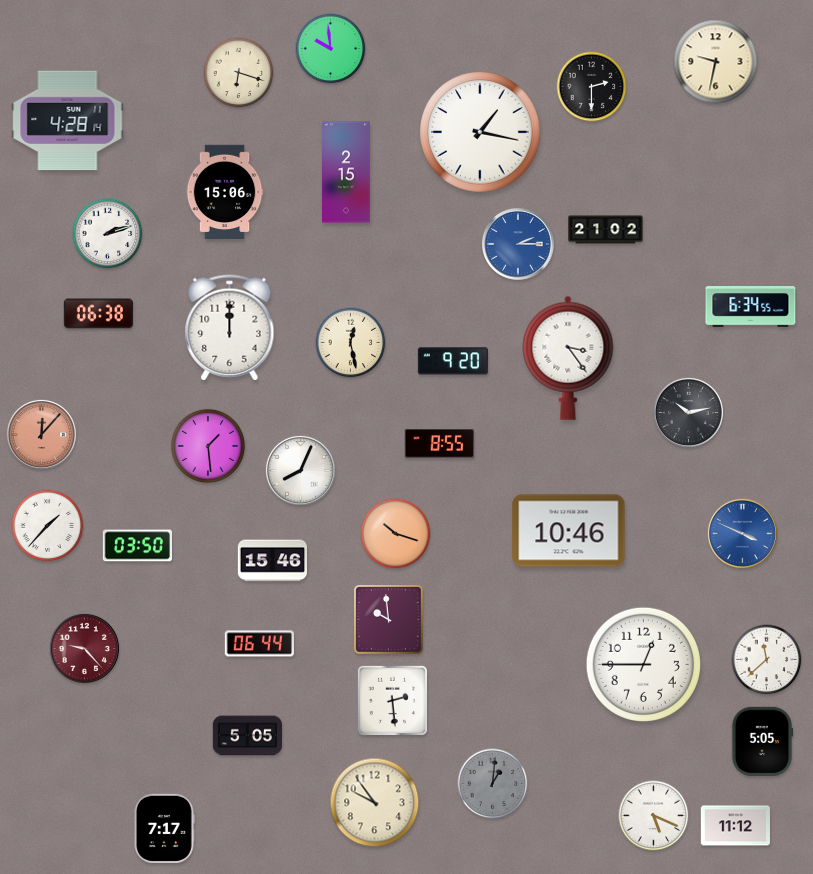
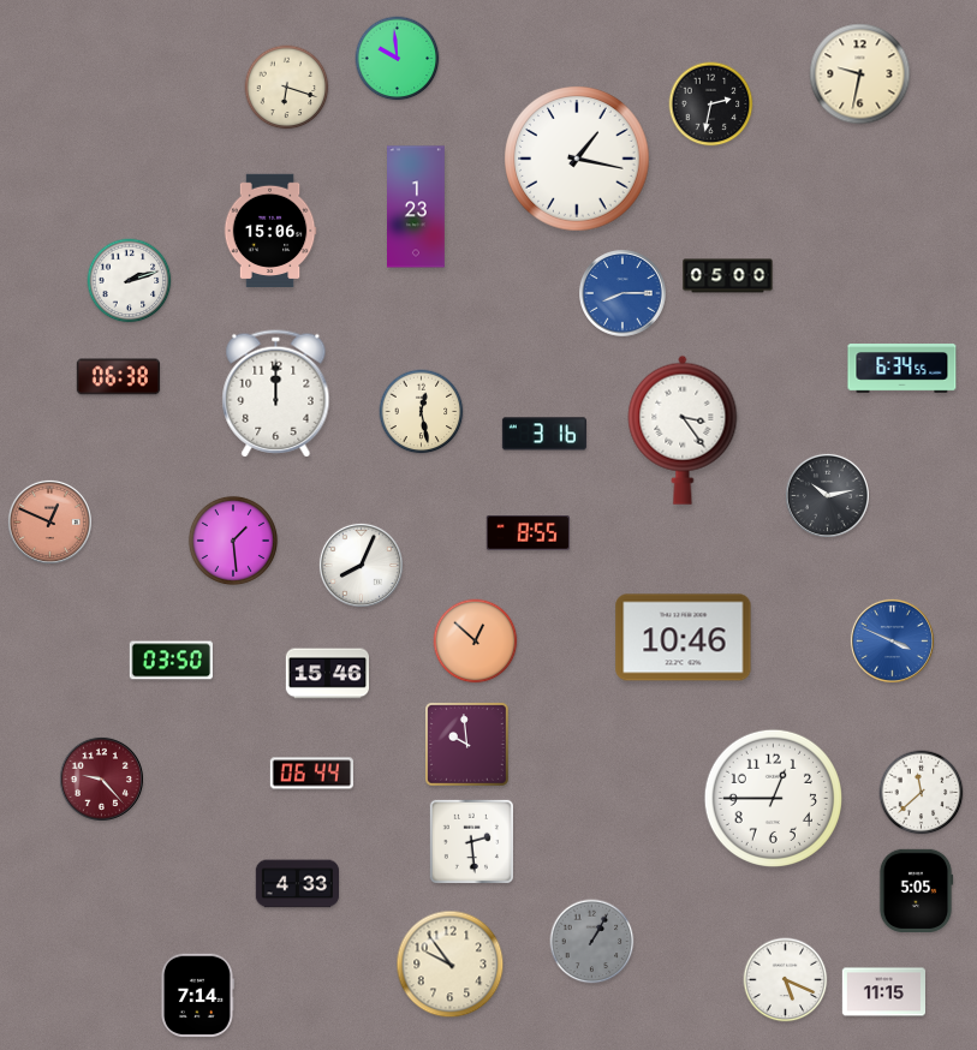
clock at (592, 87): 2:30 -> 2:32
clock at (68, 121): 4:28 -> none
clock at (347, 172): 2:15 -> 1:23
clock at (606, 230): 21:02 -> 05:00
clock at (519, 245): 2:15 -> 8:15
clock at (453, 361): 9:20 -> 3:16
clock at (41, 434): 12:07 -> 12:49
clock at (208, 446) position: (208, 446) -> (233, 541)
clock at (48, 526): 1:37 -> none
clock at (396, 534): 10:18 -> 12:52
clock at (137, 546) position: (137, 546) -> (171, 661)
clock at (247, 736): 5:05 -> 4:33
clock at (493, 784): 1:01 -> 1:05
clock at (735, 826): 11:12 -> 11:15
clock at (164, 828): 7:17 -> 7:14
